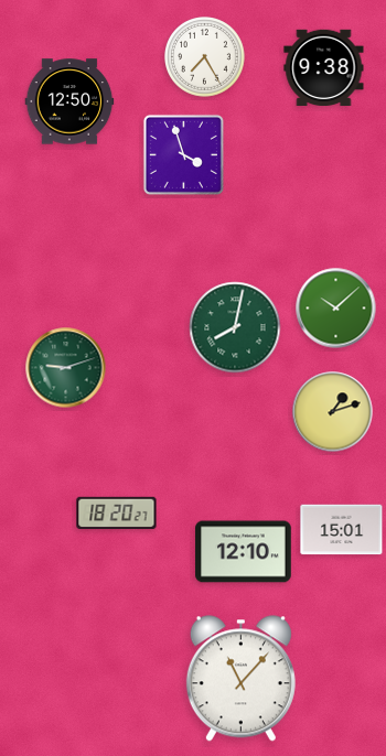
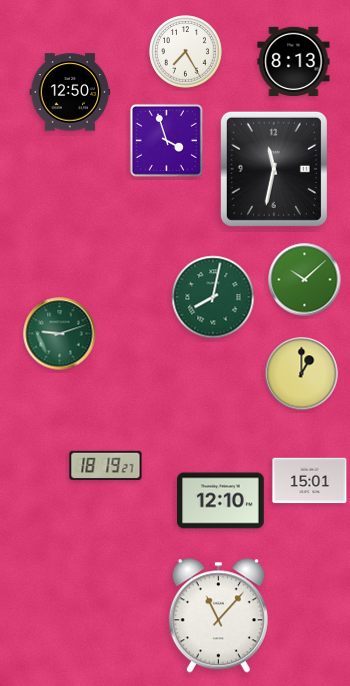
clock at (324, 67): 9:38 -> 8:13
clock at (69, 101) position: (69, 101) -> (70, 92)
clock at (274, 169): none -> 11:32
clock at (333, 412): 1:12 -> 1:00
clock at (117, 514): 18:20 -> 18:19
